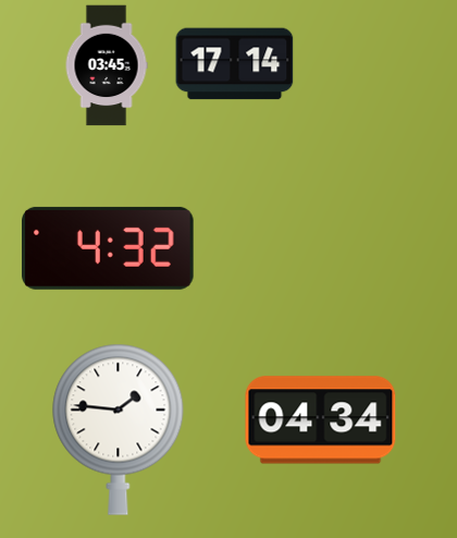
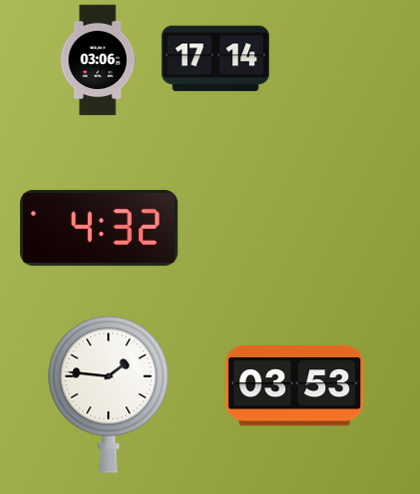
clock at (107, 65): 03:45 -> 03:06
clock at (321, 420): 04:34 -> 03:53
